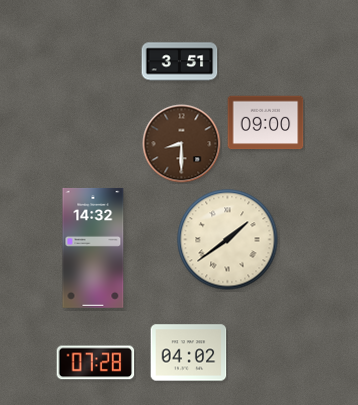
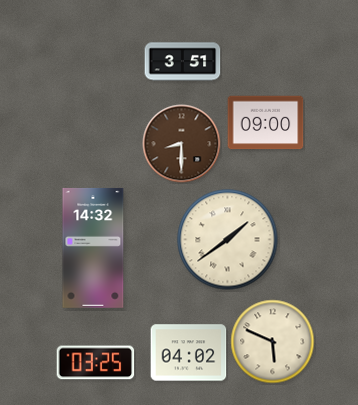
clock at (180, 62) position: (180, 62) -> (183, 62)
clock at (273, 342): none -> 5:49
clock at (96, 363): 07:28 -> 03:25
